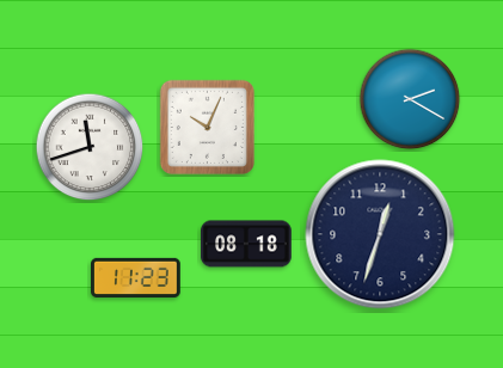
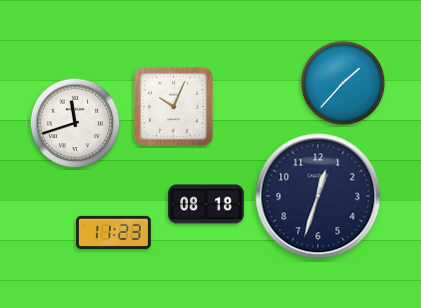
clock at (410, 99): 2:20 -> 1:37
